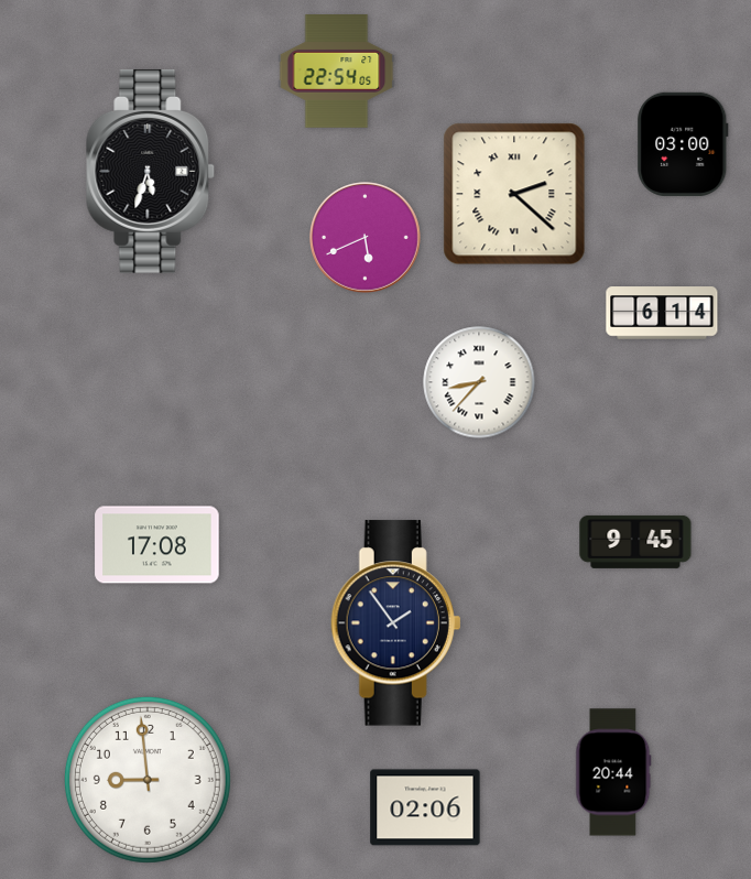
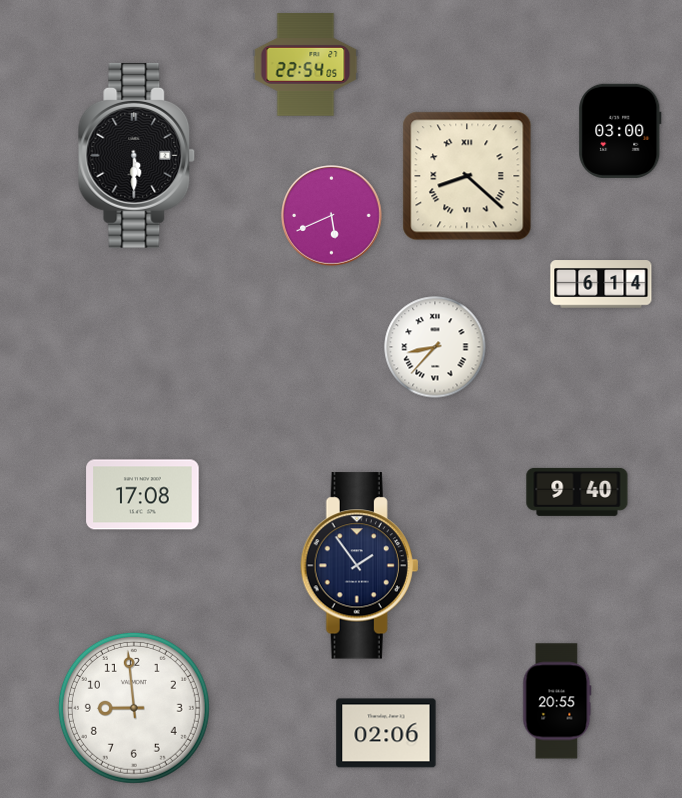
clock at (151, 171): 5:33 -> 5:30
clock at (514, 194): 2:22 -> 8:22
clock at (635, 542): 9:45 -> 9:40
clock at (613, 772): 20:44 -> 20:55
